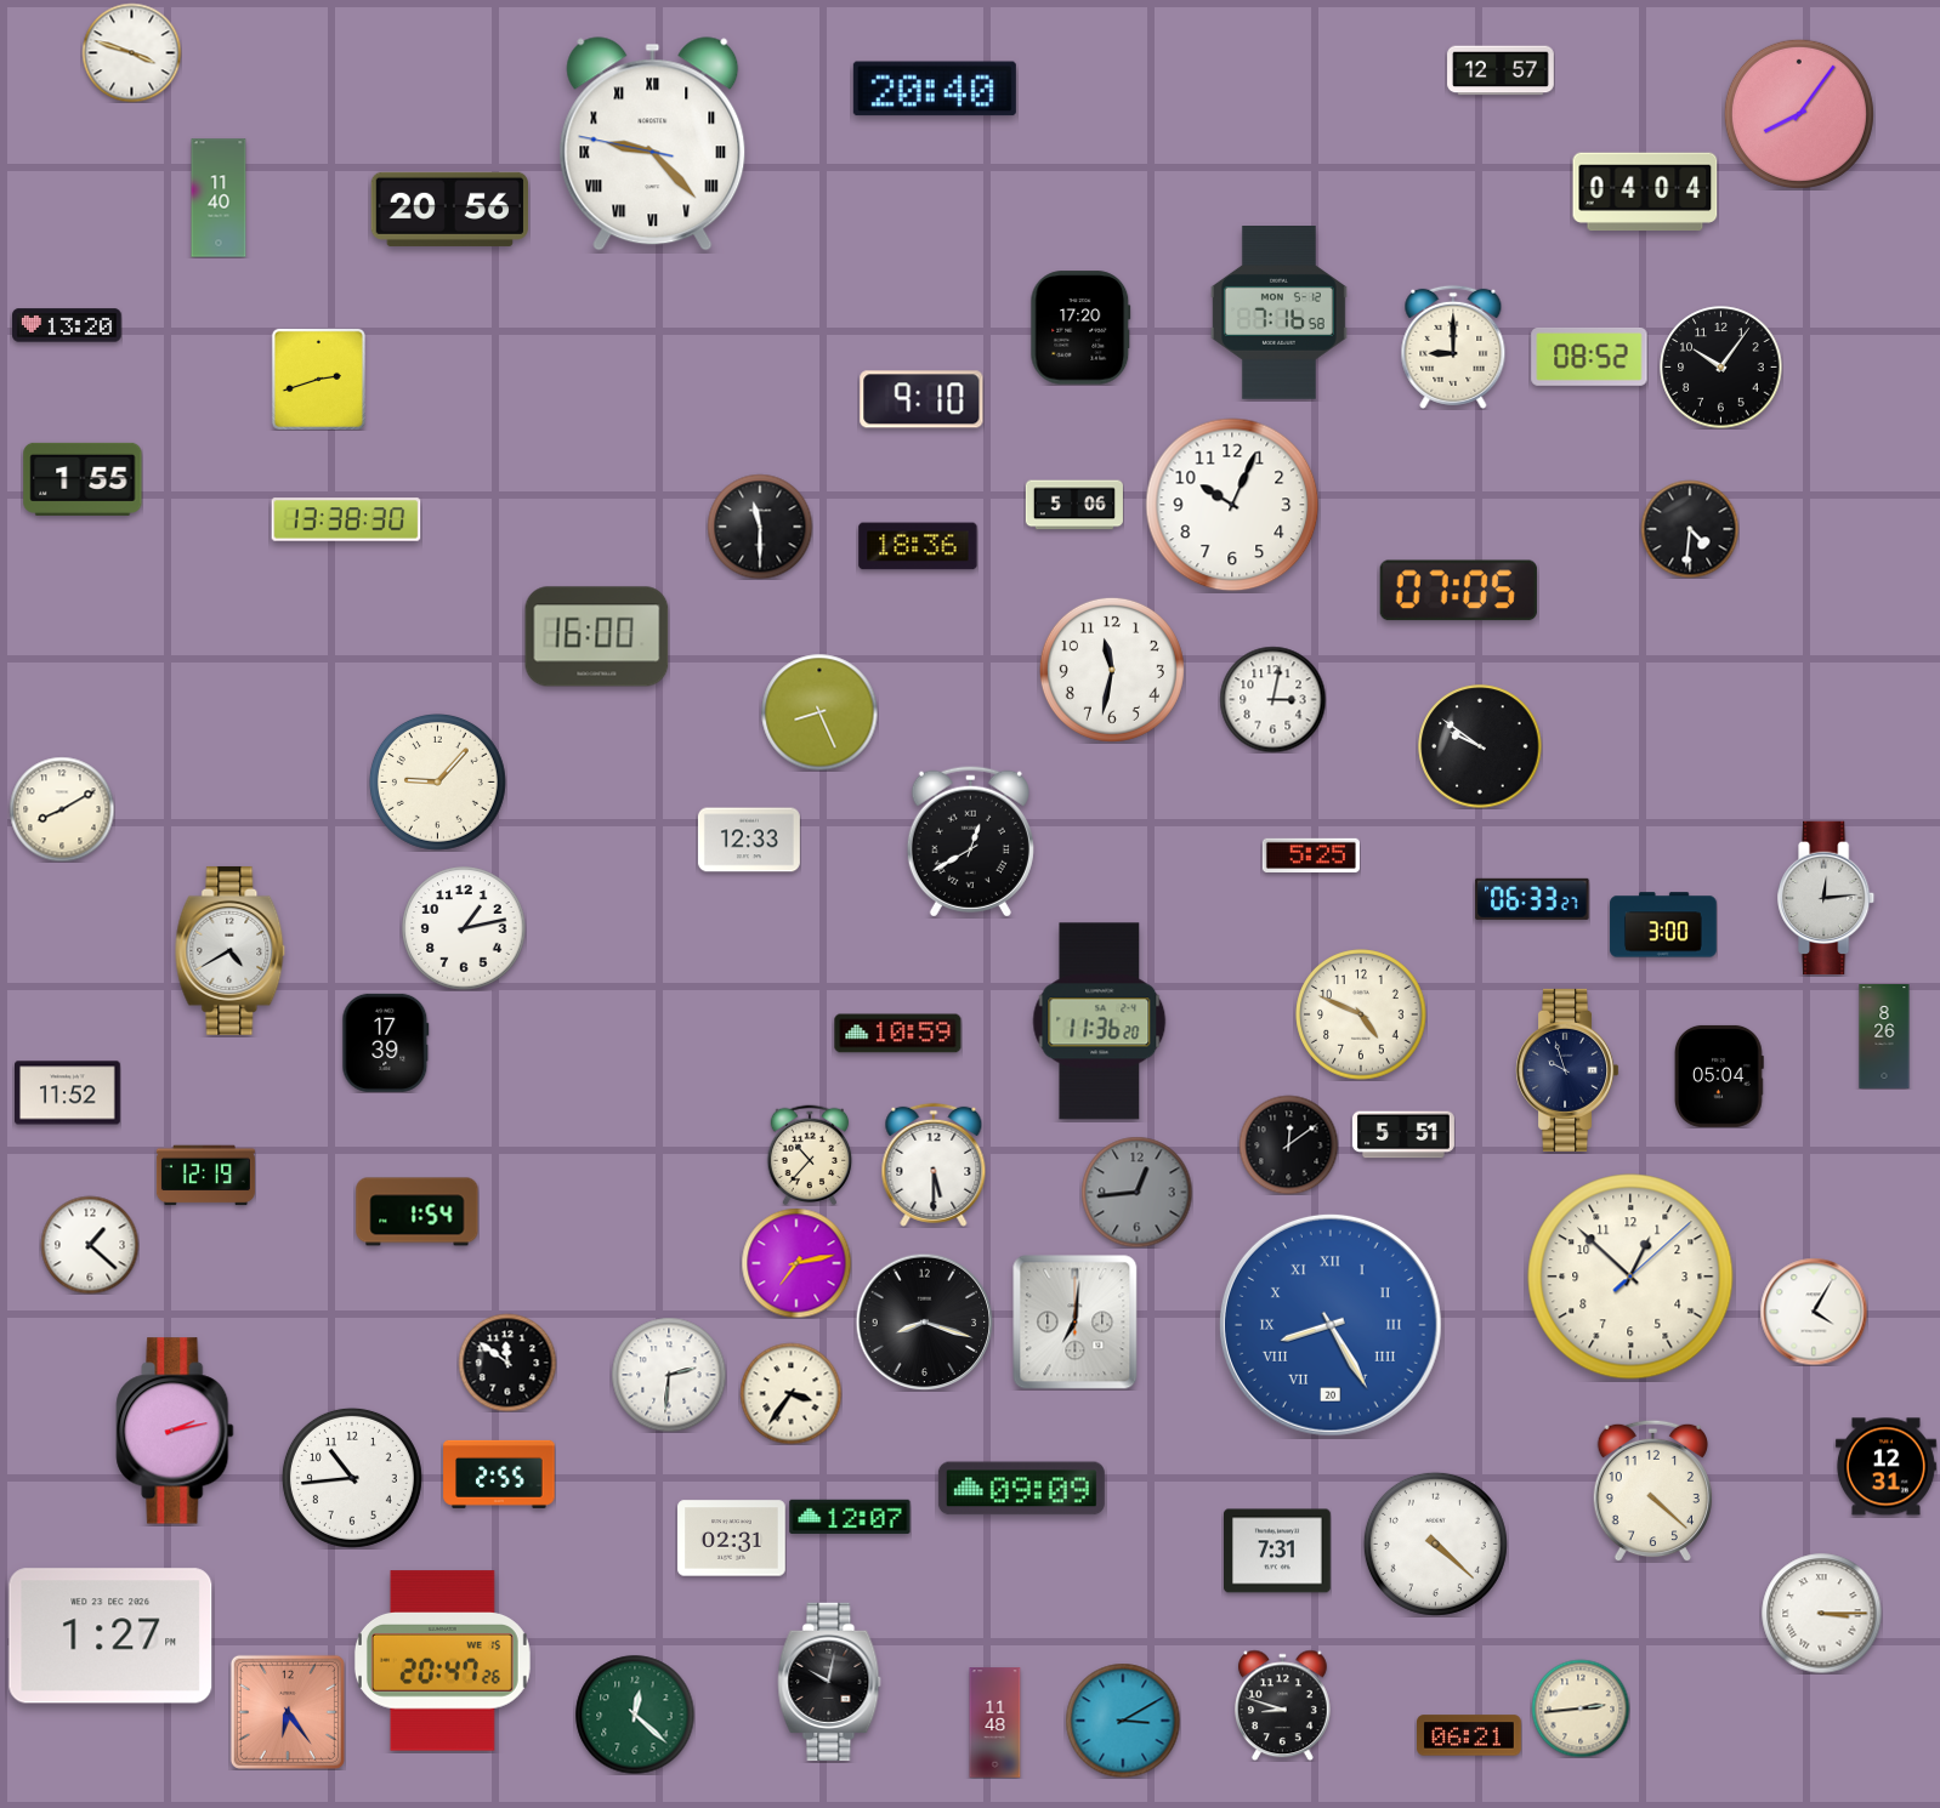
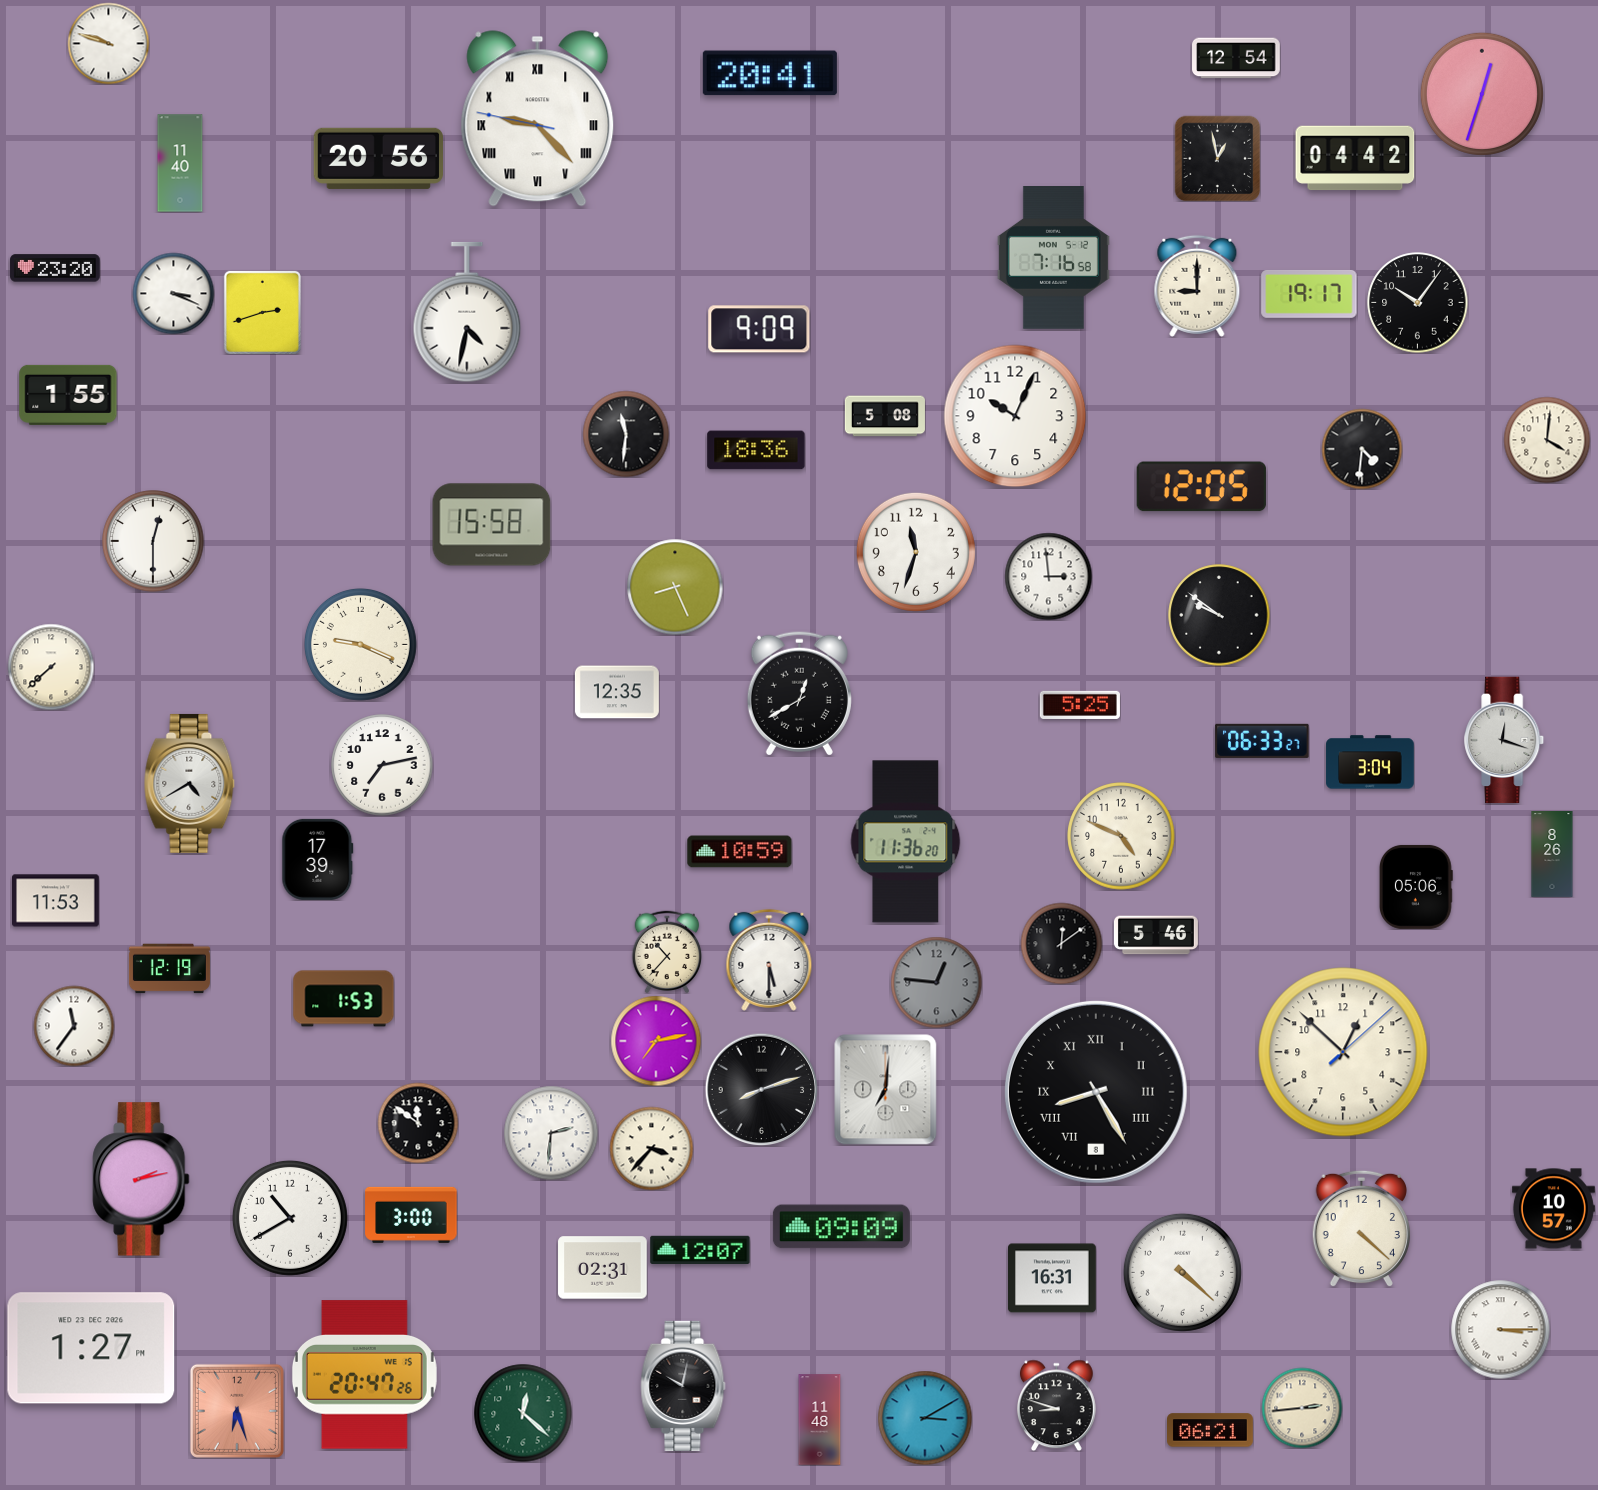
clock at (131, 52): 3:48 -> 9:48
clock at (1501, 70): 12:57 -> 12:54
clock at (935, 89): 20:40 -> 20:41
clock at (1799, 114): 8:06 -> 12:33
clock at (1217, 158): none -> 12:58
clock at (1645, 192): 04:04 -> 04:42
clock at (449, 209) position: (449, 209) -> (378, 158)
clock at (67, 325): 13:20 -> 23:20
clock at (1080, 328): 17:20 -> none
clock at (173, 293): none -> 3:19
clock at (1589, 357): 08:52 -> 19:17
clock at (467, 312): none -> 4:32
clock at (921, 399): 9:10 -> 9:09
clock at (1074, 505): 5:06 -> 5:08
clock at (346, 519): 13:38 -> none
clock at (760, 527): 11:30 -> 11:31
clock at (1690, 529) position: (1690, 529) -> (1362, 449)
clock at (1547, 440): none -> 4:01
clock at (1458, 591): 07:05 -> 12:05
clock at (597, 637): 16:00 -> 15:58
clock at (153, 541): none -> 12:30
clock at (1112, 670): 11:32 -> 11:33
clock at (1272, 699): 3:02 -> 2:59
clock at (437, 781): 9:07 -> 9:19
clock at (62, 809): 8:10 -> 7:38
clock at (749, 840): 12:33 -> 12:35
clock at (1827, 898): 12:14 -> 12:18
clock at (1663, 925): 3:00 -> 3:04
clock at (464, 928): 1:13 -> 7:13
clock at (1567, 1070): 9:57 -> none
clock at (1719, 1076): 05:04 -> 05:06
clock at (68, 1093): 11:52 -> 11:53
clock at (1403, 1135): 5:51 -> 5:46
clock at (1136, 1192): 12:44 -> 12:46
clock at (418, 1212): 1:54 -> 1:53
clock at (90, 1245): 1:22 -> 11:36
clock at (1814, 1312): 4:05 -> none
clock at (924, 1321): 8:18 -> 8:12
clock at (1331, 1325) date: 20 -> 8
clock at (1331, 1325) dial: blue -> black
clock at (790, 1393): 3:36 -> 3:37
clock at (175, 1431) position: (175, 1431) -> (141, 1179)
clock at (1885, 1467): 12:31 -> 10:57
clock at (499, 1474): 2:55 -> 3:00
clock at (352, 1478): 10:44 -> 10:40
clock at (1278, 1551): 7:31 -> 16:31
clock at (442, 1661) position: (442, 1661) -> (364, 1375)
clock at (288, 1712): 6:24 -> 6:27
